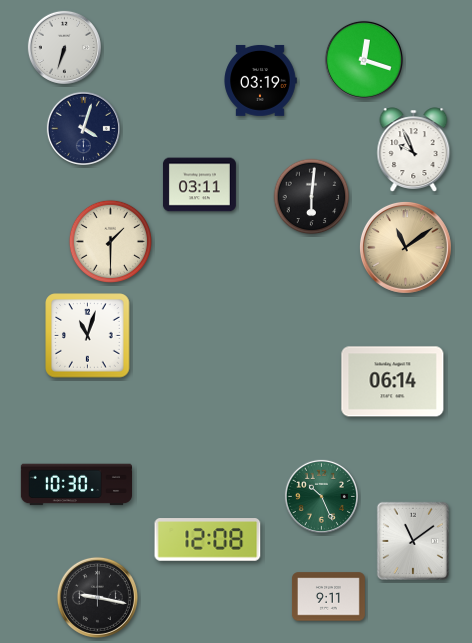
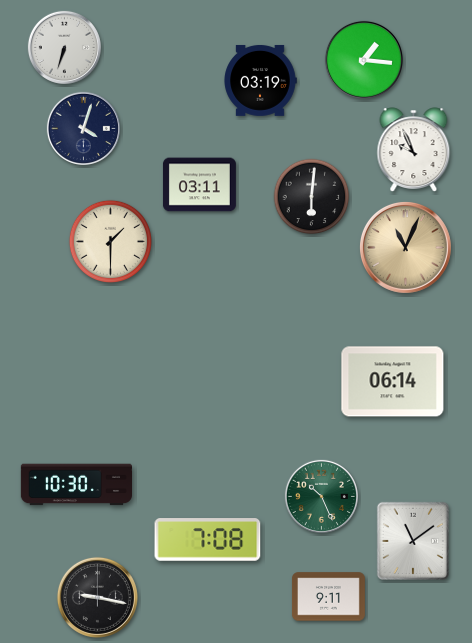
clock at (364, 60): 12:18 -> 1:16
clock at (405, 247): 11:09 -> 11:04
clock at (88, 336): 11:03 -> none
clock at (208, 540): 12:08 -> 7:08
